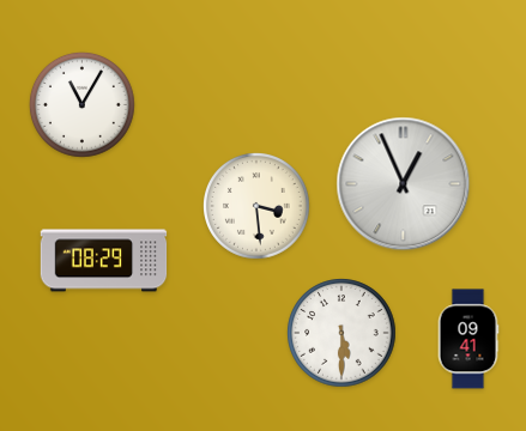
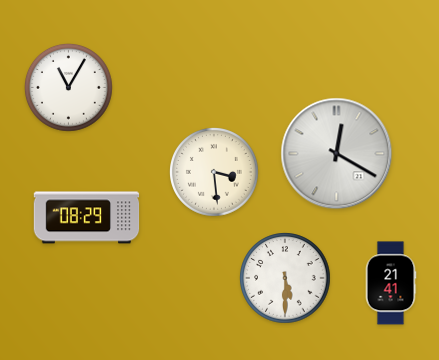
clock at (404, 184): 12:56 -> 12:20
clock at (468, 339): 09:41 -> 21:41
